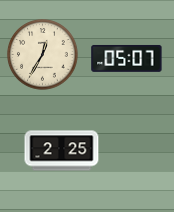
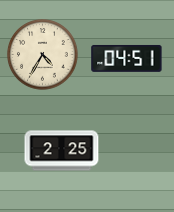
clock at (43, 55): 12:35 -> 4:35
clock at (127, 58): 05:07 -> 04:51
